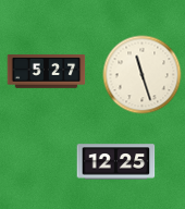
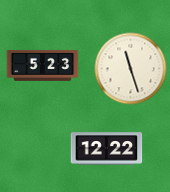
clock at (47, 71): 5:27 -> 5:23
clock at (116, 162): 12:25 -> 12:22
